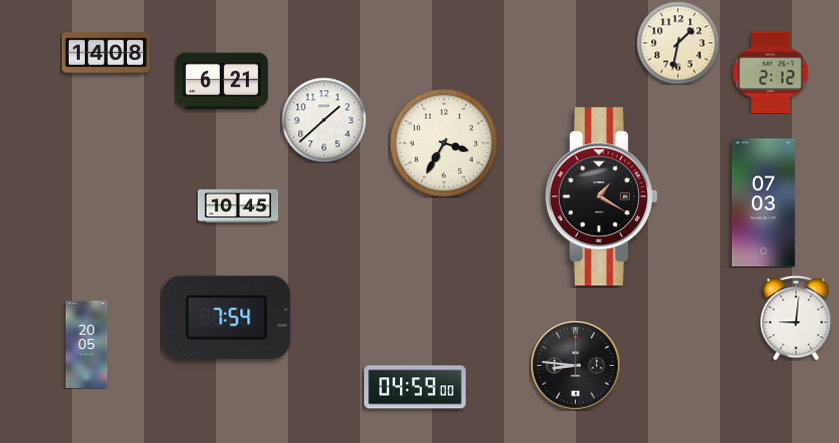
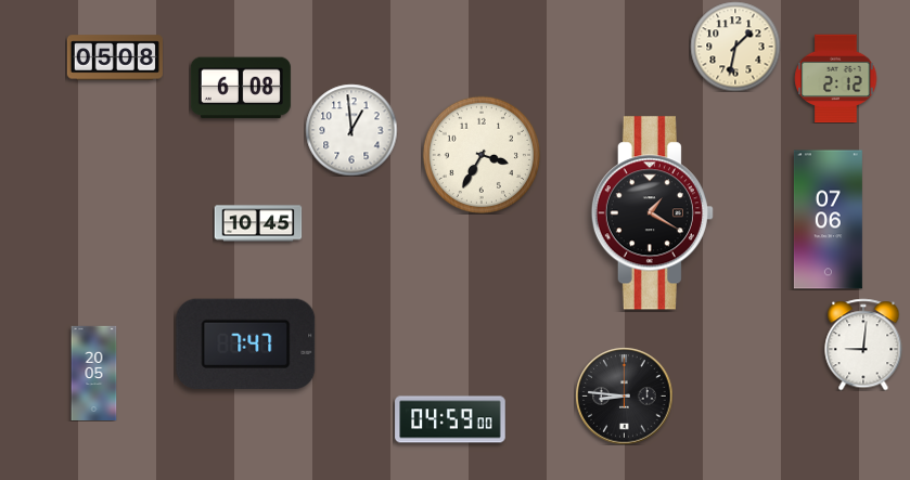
clock at (106, 53): 14:08 -> 05:08
clock at (222, 81): 6:21 -> 6:08
clock at (324, 120): 1:38 -> 12:59
clock at (763, 203): 07:03 -> 07:06
clock at (227, 317): 7:54 -> 7:47
